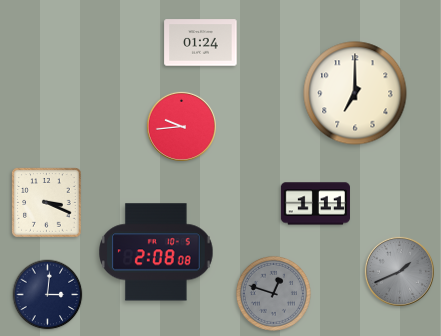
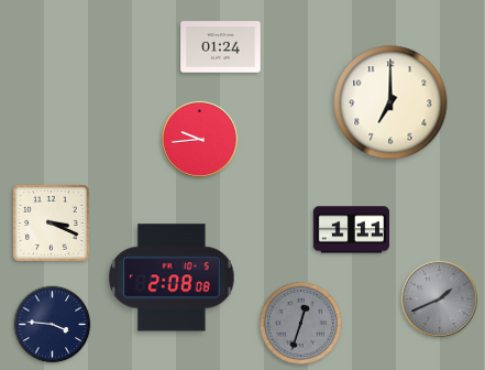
clock at (315, 204) position: (315, 204) -> (351, 230)
clock at (273, 293): 12:48 -> 12:33
clock at (48, 295): 3:01 -> 3:46
